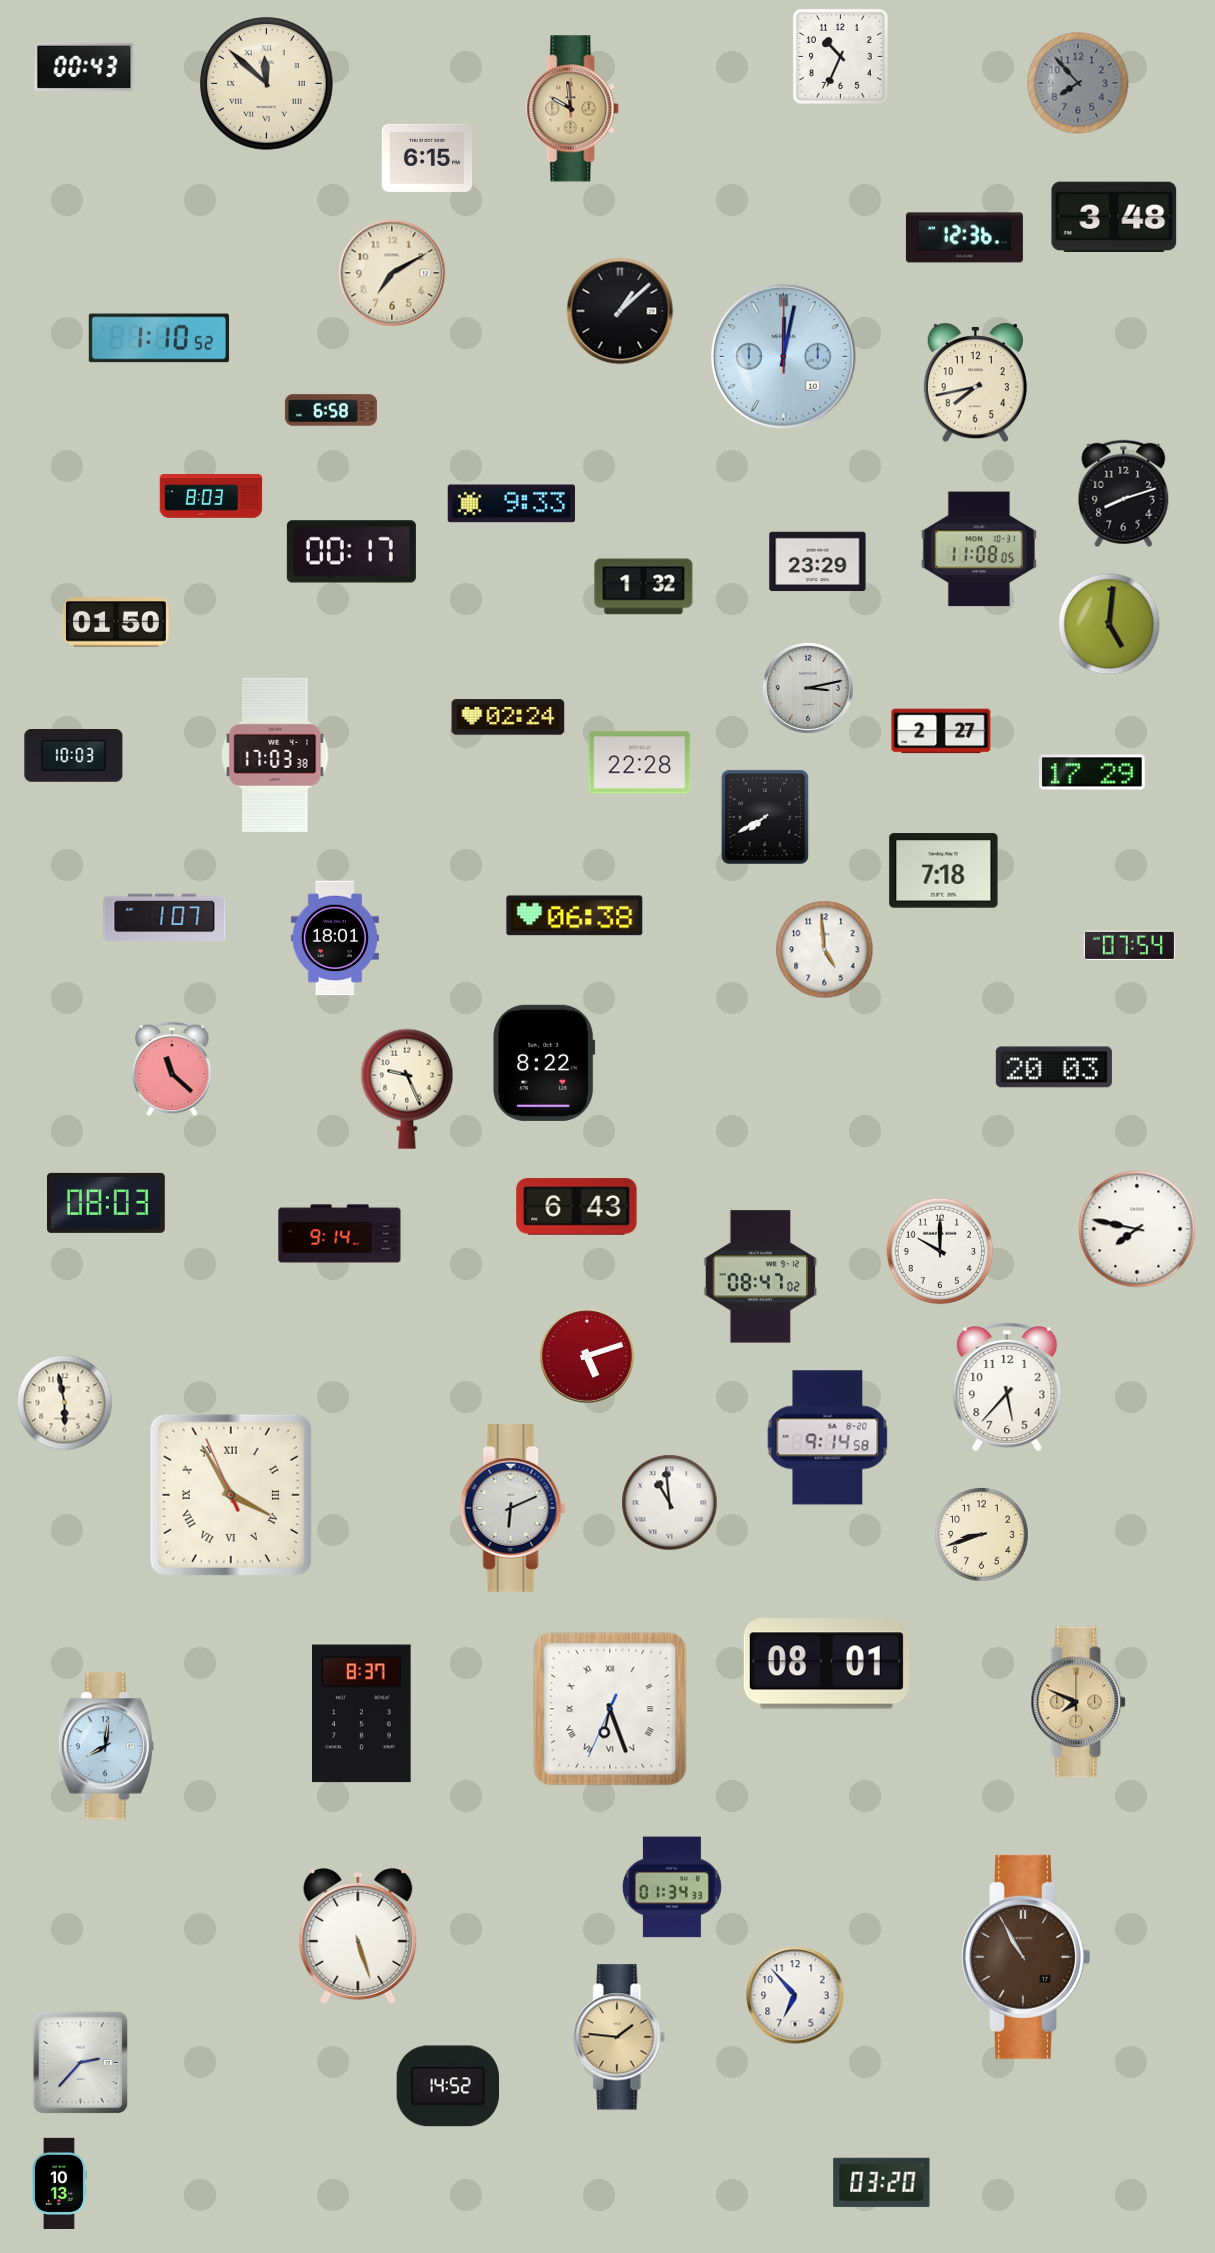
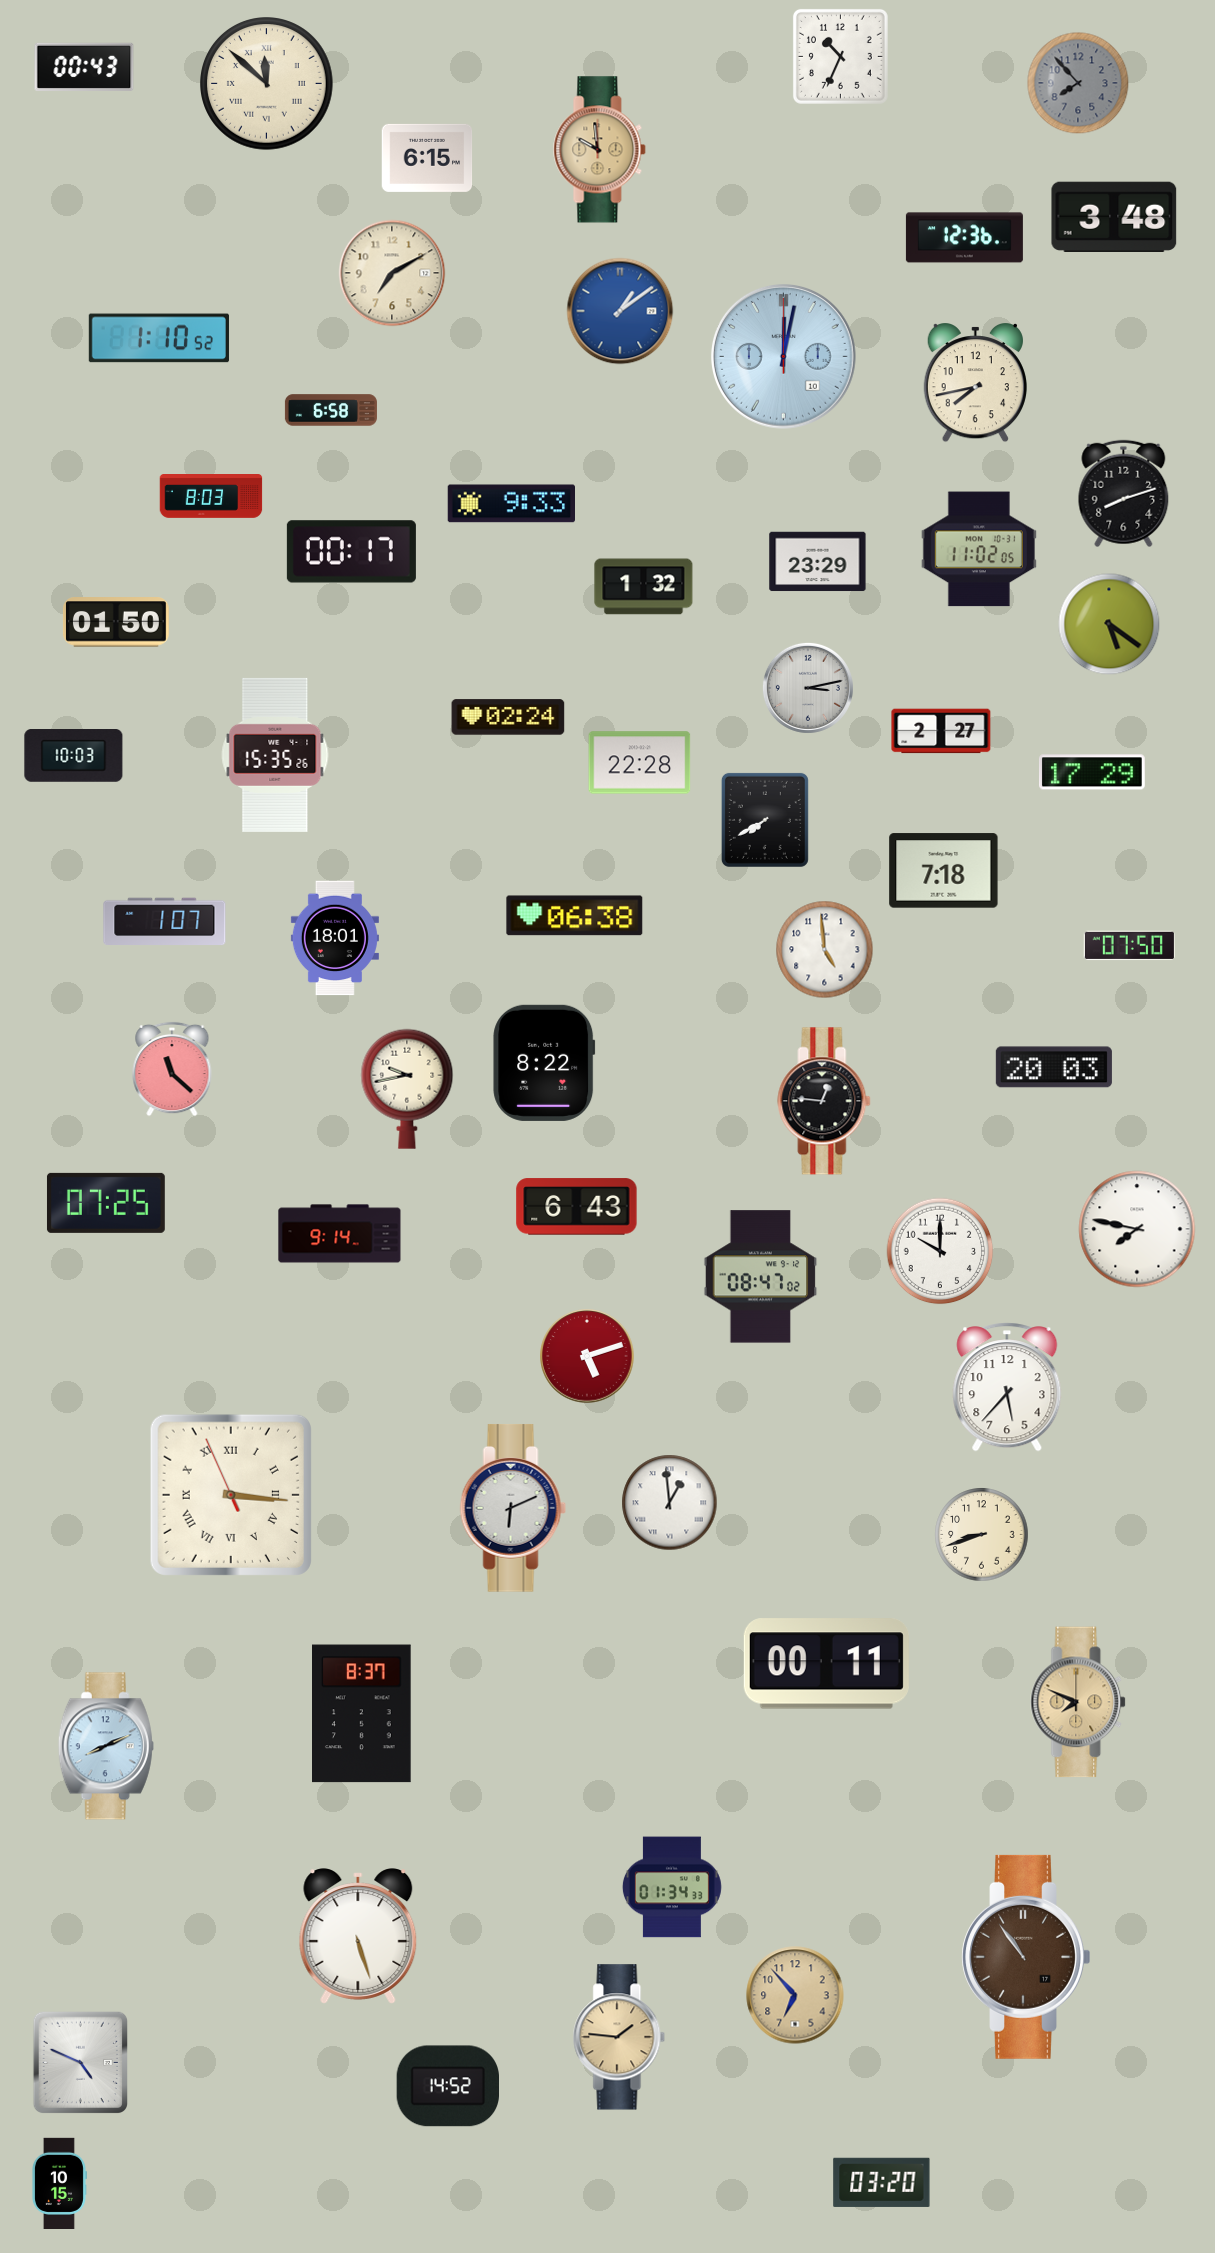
clock at (573, 109) position: (573, 109) -> (600, 150)
clock at (620, 311): 1:08 -> 1:09
clock at (620, 311) dial: black -> blue
clock at (979, 549): 11:08 -> 11:02
clock at (1109, 624): 5:01 -> 5:21
clock at (275, 755): 17:03 -> 15:35
clock at (765, 817) position: (765, 817) -> (765, 820)
clock at (165, 918) position: (165, 918) -> (165, 922)
clock at (1129, 946): 07:54 -> 07:50
clock at (407, 1089): 9:26 -> 9:43
clock at (824, 1101): none -> 12:46
clock at (106, 1203): 08:03 -> 07:25
clock at (65, 1403): 5:58 -> none
clock at (828, 1438): 9:14 -> none
clock at (231, 1495): 3:54 -> 3:15
clock at (670, 1503): 10:59 -> 12:59
clock at (826, 1664): 08:01 -> 00:11
clock at (610, 1709): 6:26 -> none
clock at (106, 1746): 8:01 -> 8:11
clock at (1026, 1957): 10:55 -> 10:54
clock at (795, 1995) dial: white -> champagne
clock at (80, 2063): 2:37 -> 4:49
clock at (59, 2183): 10:13 -> 10:15
